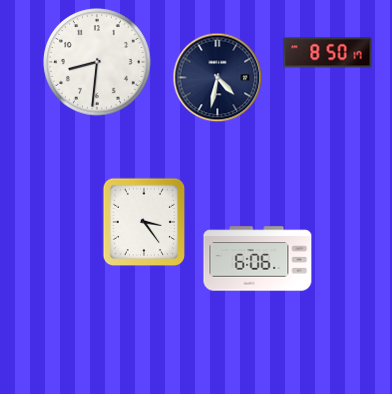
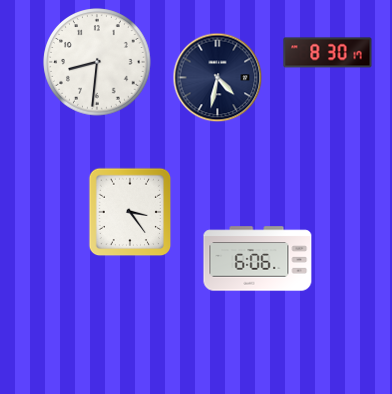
clock at (328, 53): 8:50 -> 8:30
clock at (144, 222) position: (144, 222) -> (130, 212)
